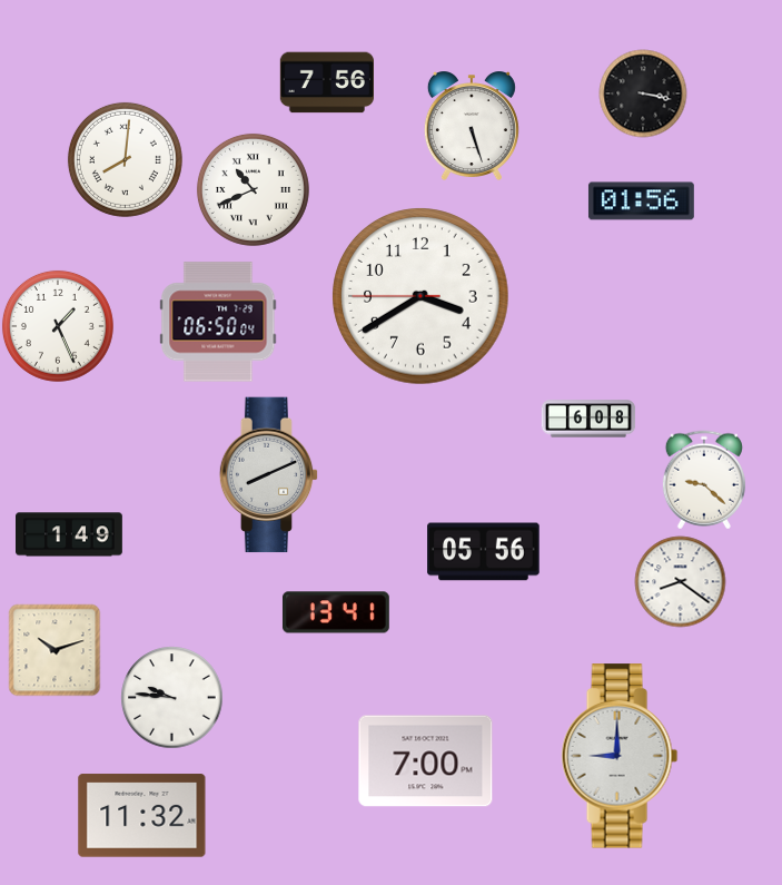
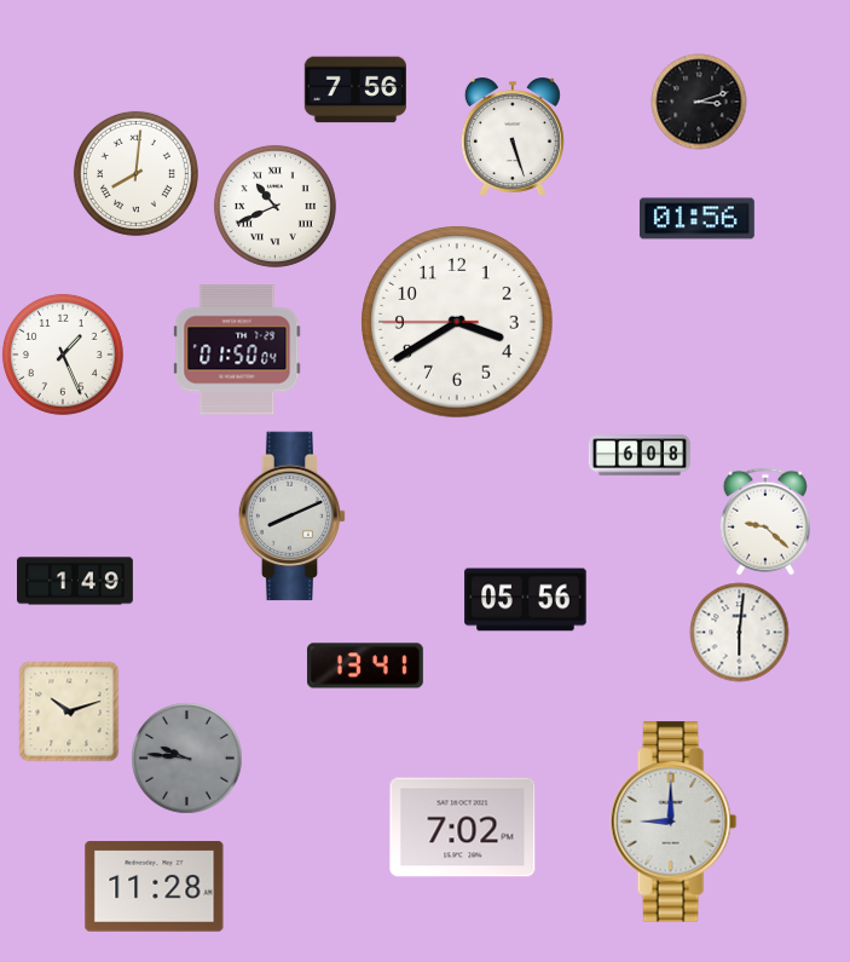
clock at (643, 94): 3:17 -> 3:12
clock at (218, 322): 06:50 -> 01:50
clock at (680, 581): 8:21 -> 6:01
clock at (55, 650) position: (55, 650) -> (69, 712)
clock at (171, 697) dial: white -> grey
clock at (426, 761): 7:00 -> 7:02
clock at (142, 816): 11:32 -> 11:28
